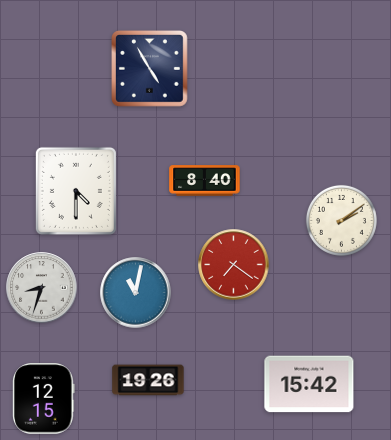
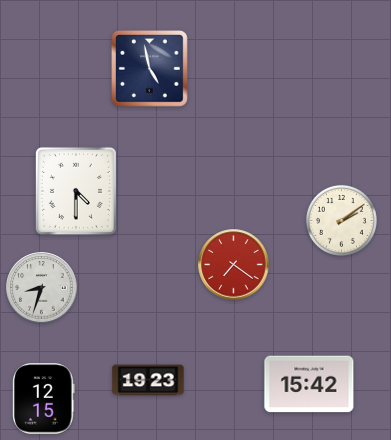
clock at (150, 69): 4:55 -> 4:58
clock at (205, 181): 8:40 -> none
clock at (136, 293): 11:02 -> none
clock at (148, 380): 19:26 -> 19:23
